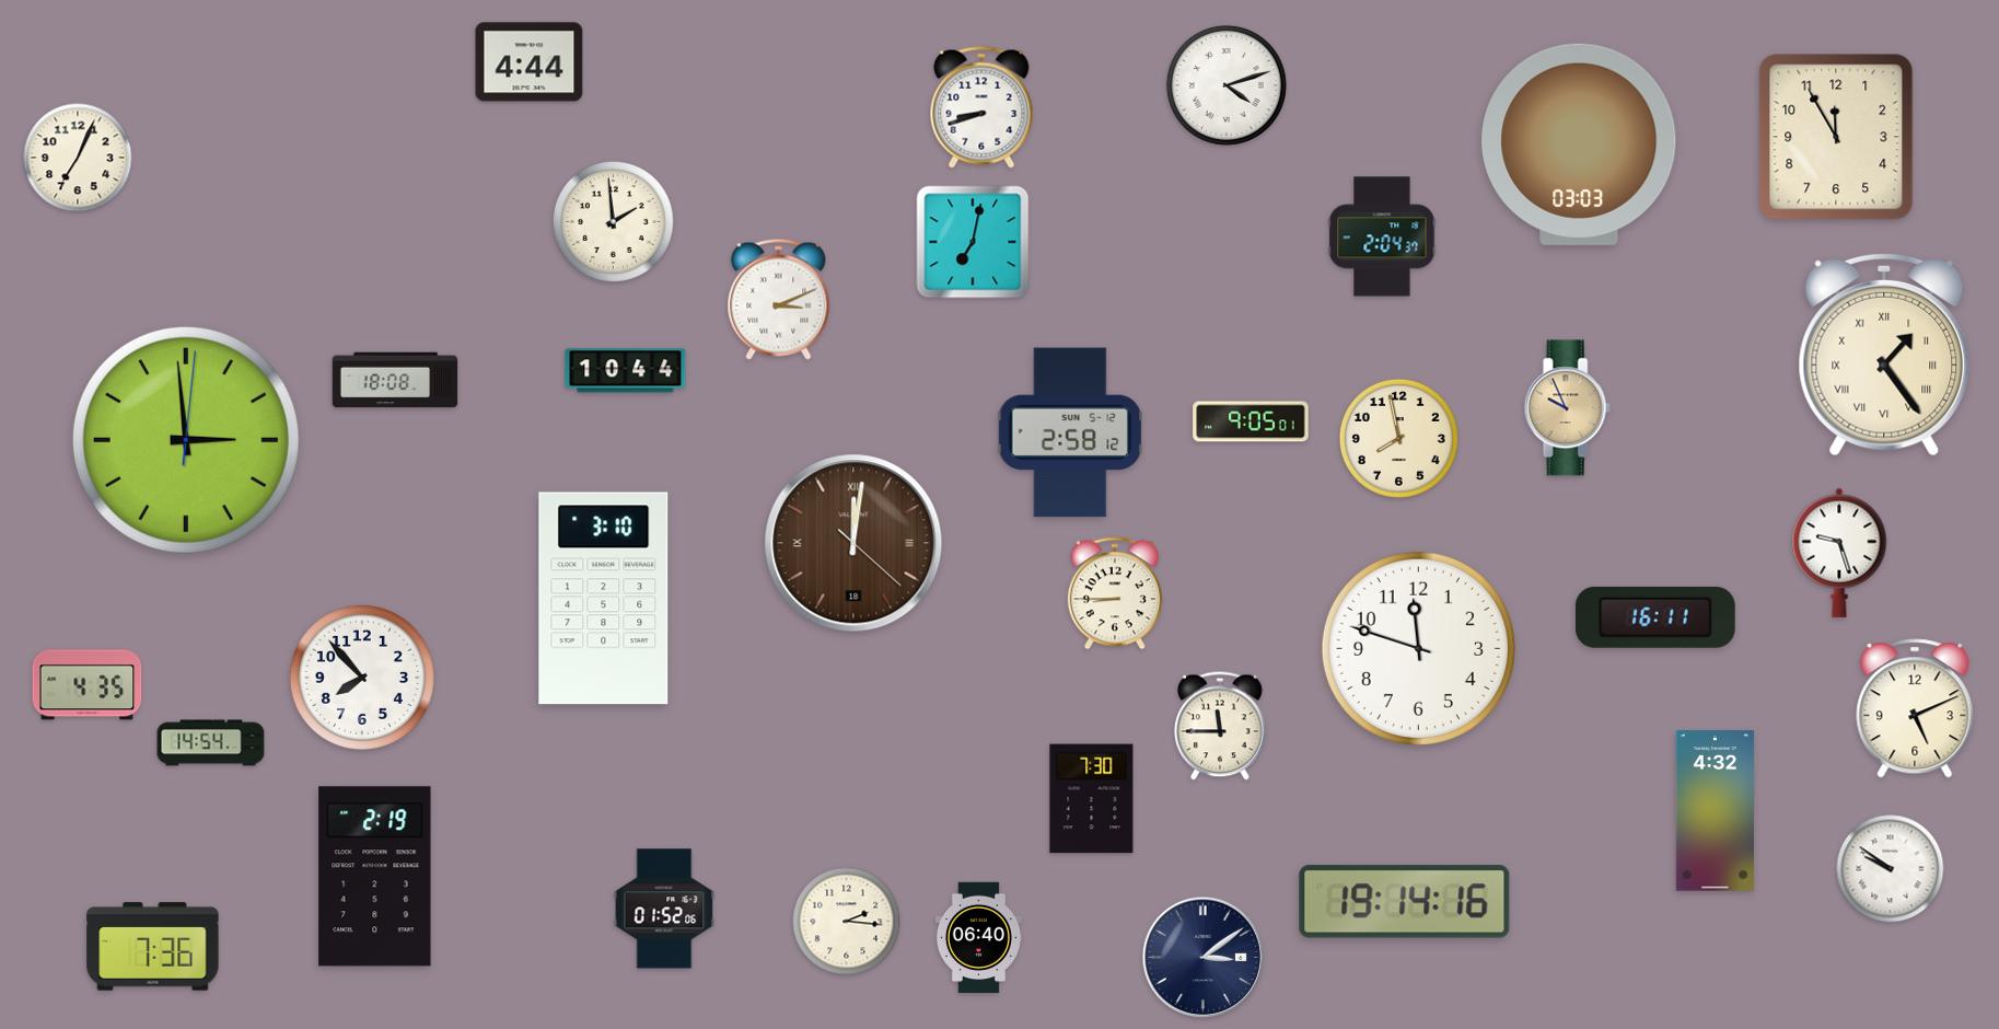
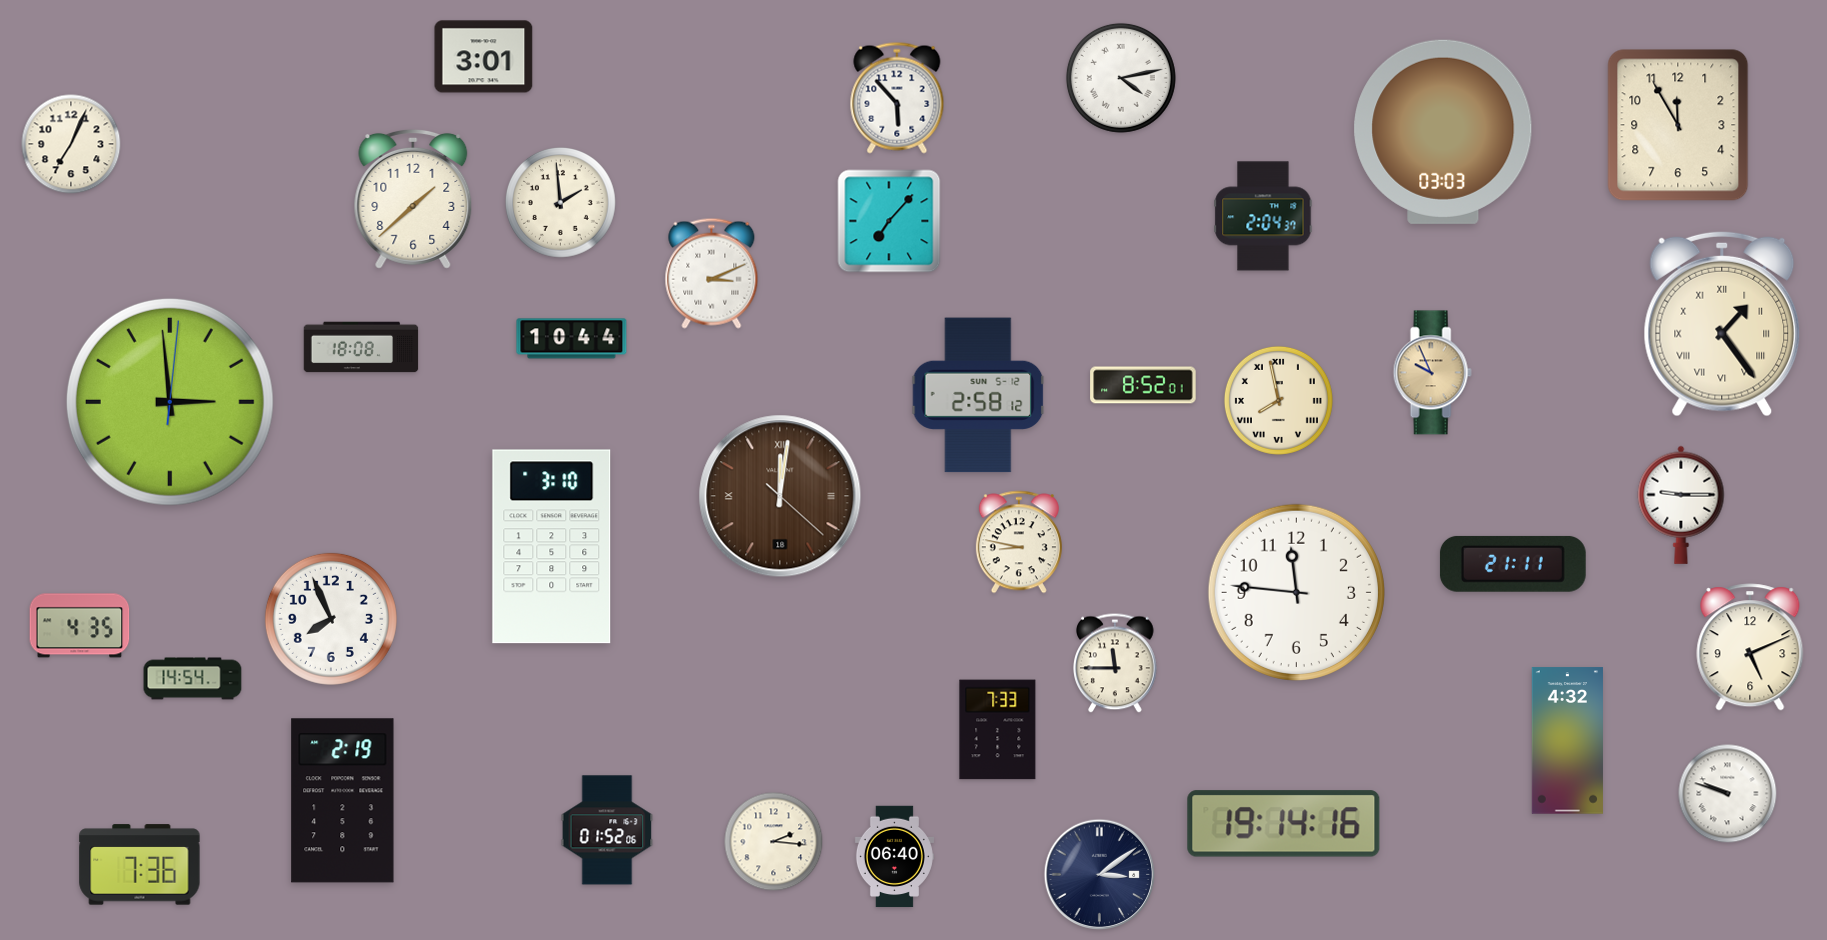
clock at (530, 62): 4:44 -> 3:01
clock at (1227, 85): 4:12 -> 4:13
clock at (981, 107): 8:42 -> 5:53
clock at (413, 199): none -> 1:38
clock at (973, 242): 7:02 -> 7:07
clock at (1251, 421): 9:05 -> 8:52
clock at (1398, 438) numerals: Arabic -> Roman
clock at (1839, 553): 9:27 -> 9:15
clock at (1115, 593): 8:45 -> 8:47
clock at (1655, 617): 16:11 -> 21:11
clock at (1418, 648): 11:48 -> 11:46
clock at (362, 678): 7:53 -> 7:56
clock at (1092, 799): 7:30 -> 7:33
clock at (1891, 869): 9:51 -> 9:48
